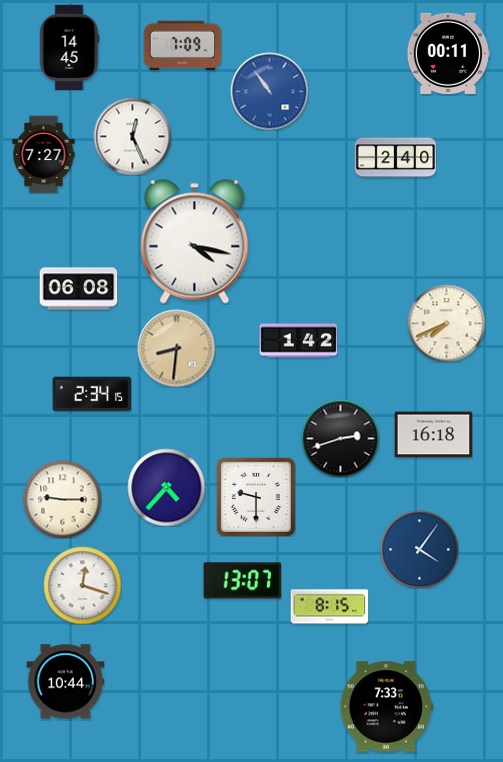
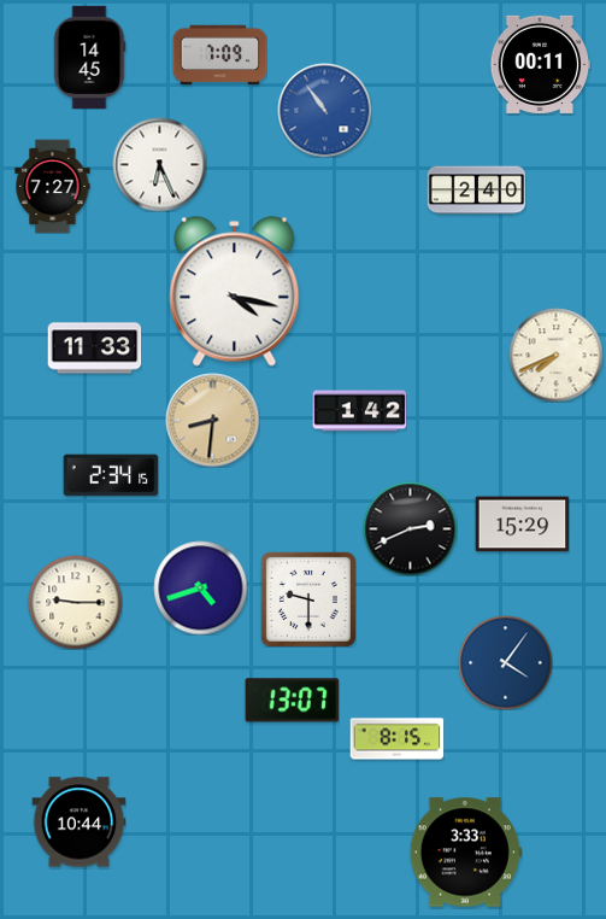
clock at (69, 47) position: (69, 47) -> (89, 57)
clock at (132, 136): 12:26 -> 6:26
clock at (78, 289): 06:08 -> 11:33
clock at (446, 323) position: (446, 323) -> (555, 355)
clock at (433, 435): 16:18 -> 15:29
clock at (340, 438): 2:42 -> 2:41
clock at (166, 487): 4:37 -> 4:42
clock at (82, 585): 12:18 -> none
clock at (329, 607) position: (329, 607) -> (396, 739)
clock at (386, 707): 7:33 -> 3:33
